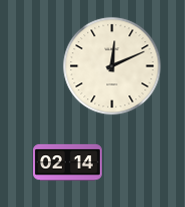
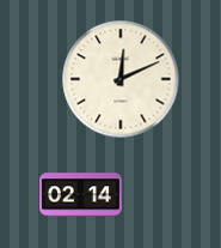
clock at (112, 66) position: (112, 66) -> (121, 79)
